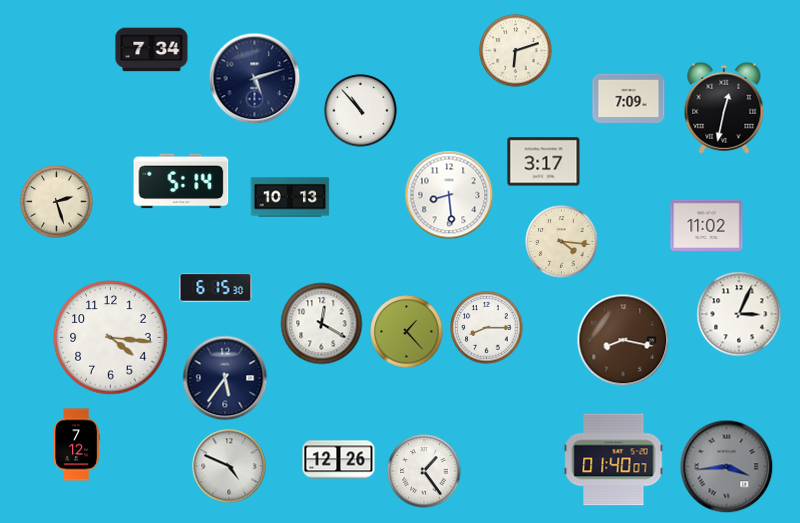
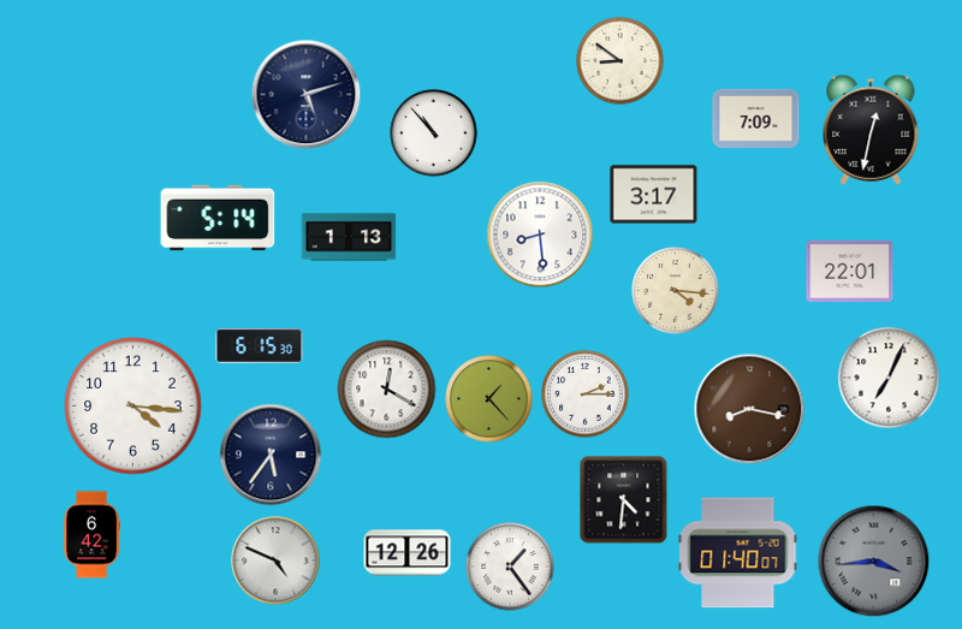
clock at (152, 50): 7:34 -> none
clock at (516, 51): 6:12 -> 8:51
clock at (290, 197): 10:13 -> 1:13
clock at (57, 202): 2:27 -> none
clock at (707, 226): 11:02 -> 22:01
clock at (739, 314): 3:04 -> 7:04
clock at (487, 328): 8:15 -> 2:15
clock at (624, 500): none -> 4:31
clock at (76, 445): 7:12 -> 6:42
